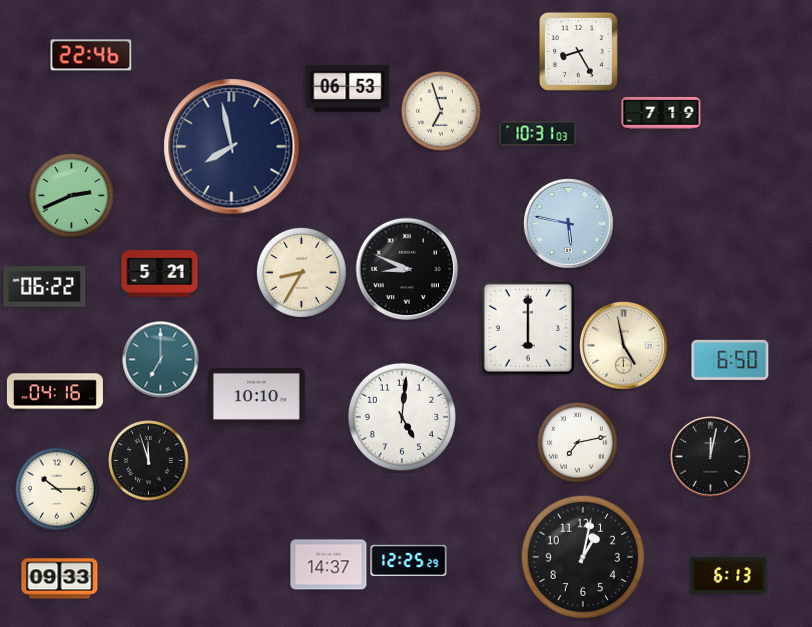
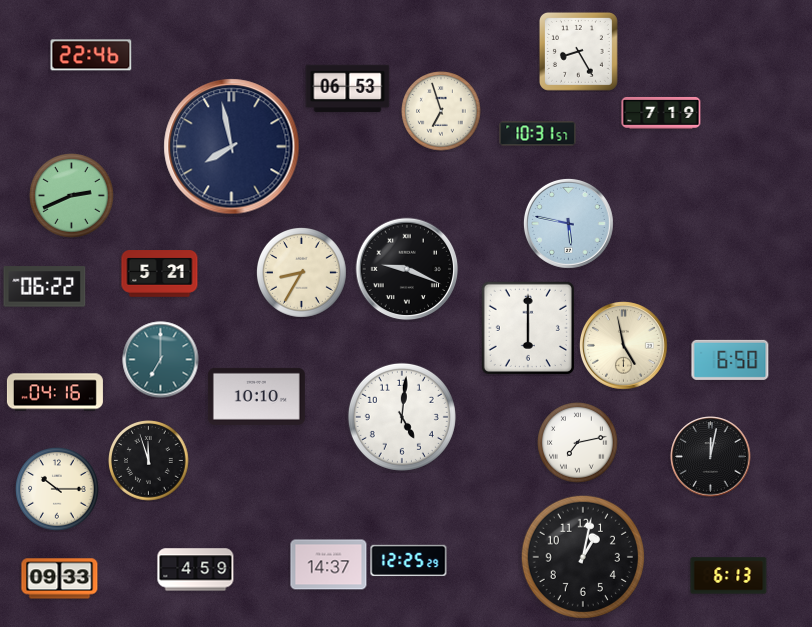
clock at (538, 134): 10:31:03 -> 10:31:57
clock at (407, 269): 8:49 -> 9:19
clock at (196, 570): none -> 4:59
